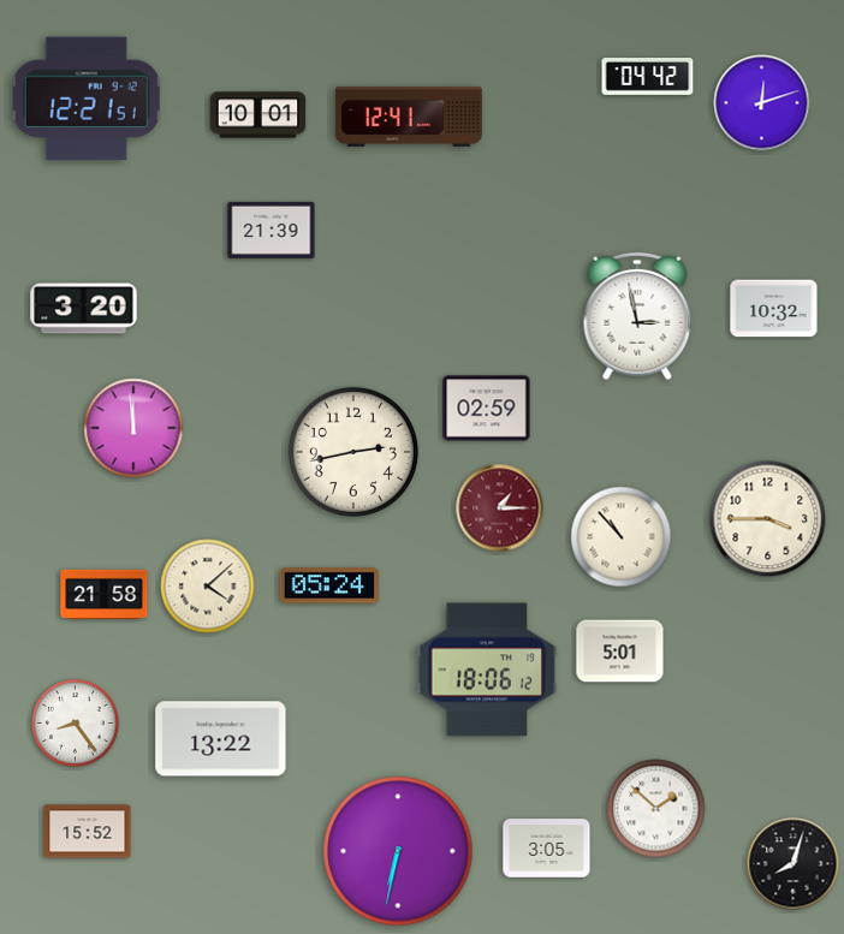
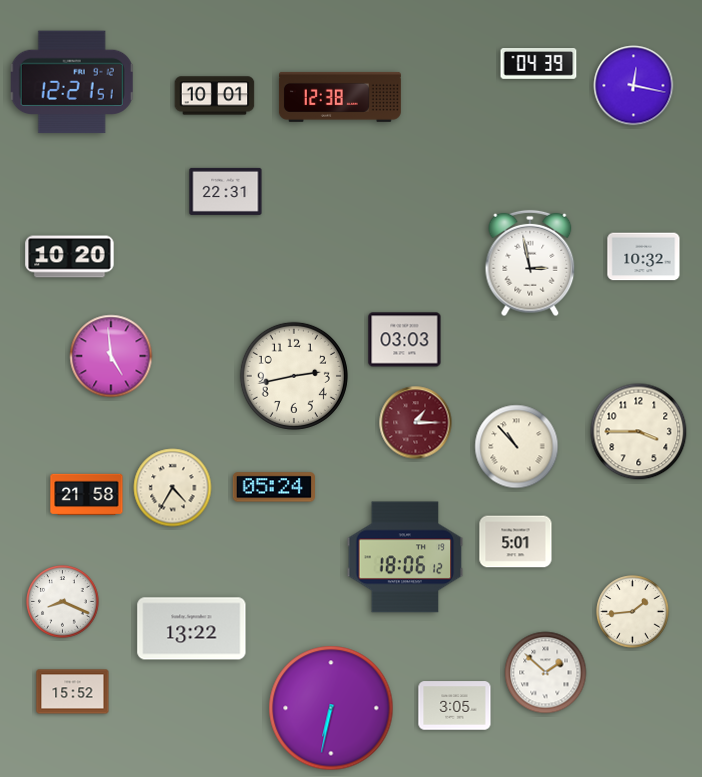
clock at (648, 77): 04:42 -> 04:39
clock at (762, 103): 12:12 -> 12:17
clock at (409, 117): 12:41 -> 12:38
clock at (272, 230): 21:39 -> 22:31
clock at (84, 309): 3:20 -> 10:20
clock at (487, 409): 02:59 -> 03:03
clock at (133, 428): 11:59 -> 4:59
clock at (208, 587): 4:08 -> 4:35
clock at (76, 724): 8:24 -> 8:19
clock at (633, 612): none -> 1:44
clock at (221, 739) position: (221, 739) -> (192, 629)
clock at (794, 864): 8:03 -> none
